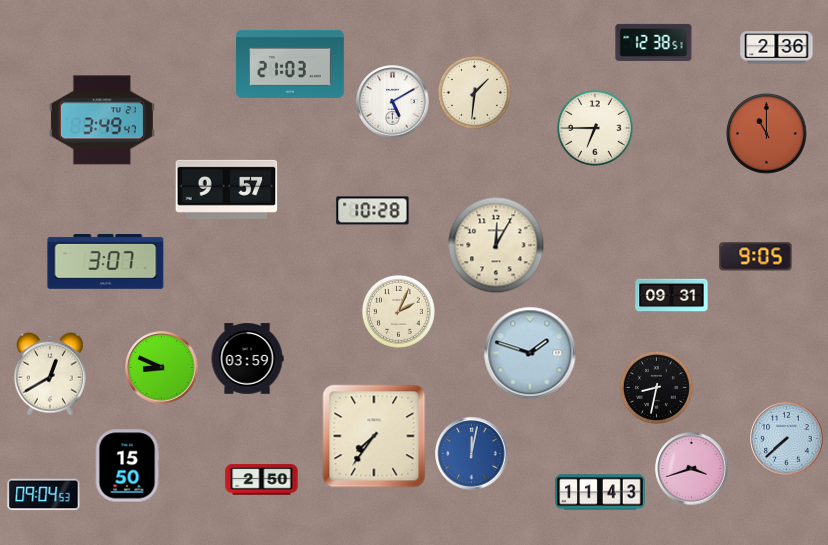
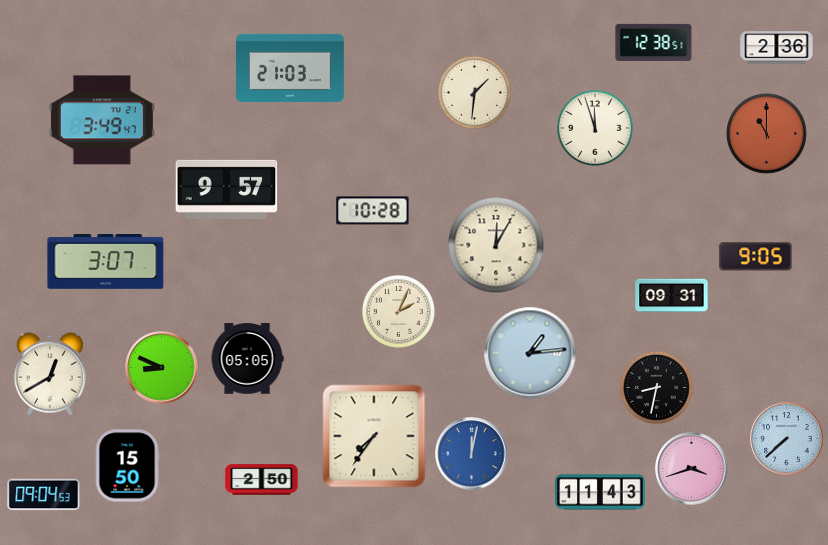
clock at (290, 64) position: (290, 64) -> (290, 68)
clock at (393, 102): 5:10 -> none
clock at (596, 129): 6:45 -> 11:57
clock at (530, 353): 1:48 -> 1:14
clock at (247, 359): 03:59 -> 05:05
